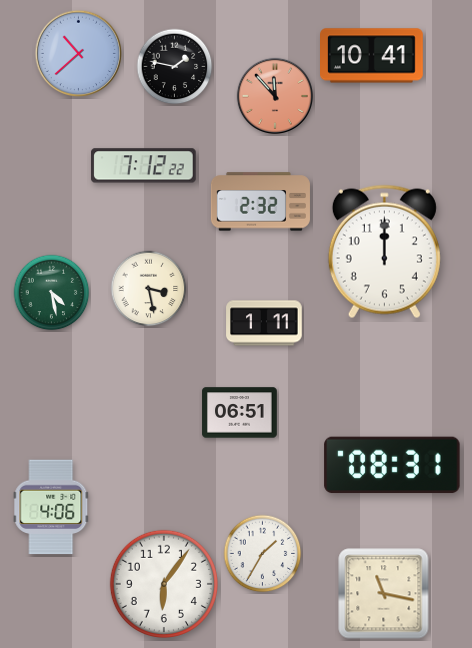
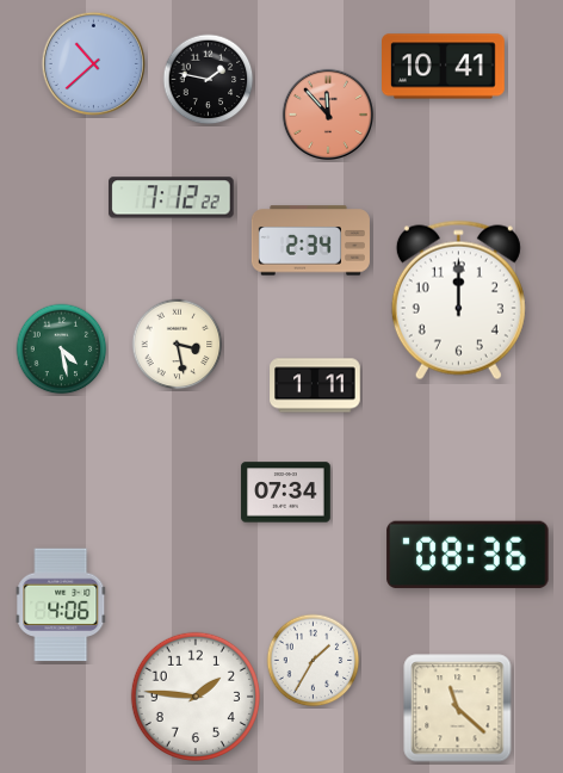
clock at (260, 202): 2:32 -> 2:34
clock at (240, 413): 06:51 -> 07:34
clock at (392, 465): 08:31 -> 08:36
clock at (164, 584): 6:06 -> 1:46
clock at (384, 594): 11:17 -> 11:22
